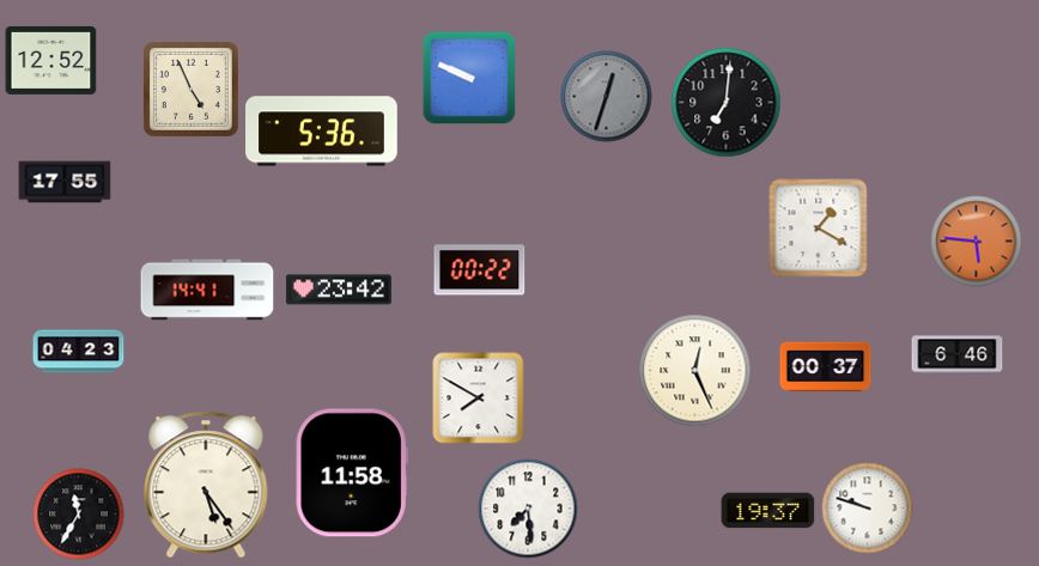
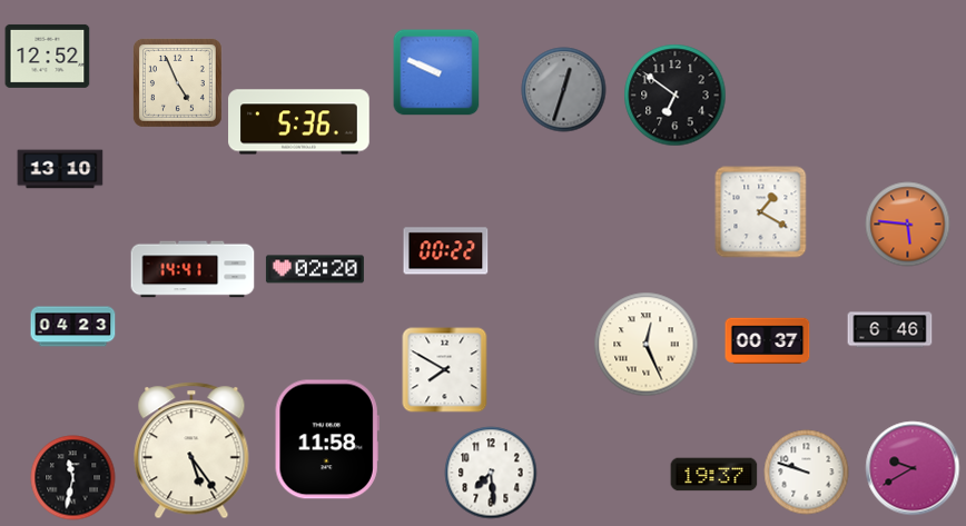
clock at (727, 103): 7:01 -> 6:51
clock at (65, 182): 17:55 -> 13:10
clock at (339, 290): 23:42 -> 02:20
clock at (913, 468): none -> 9:40
clock at (79, 515): 11:35 -> 11:32
